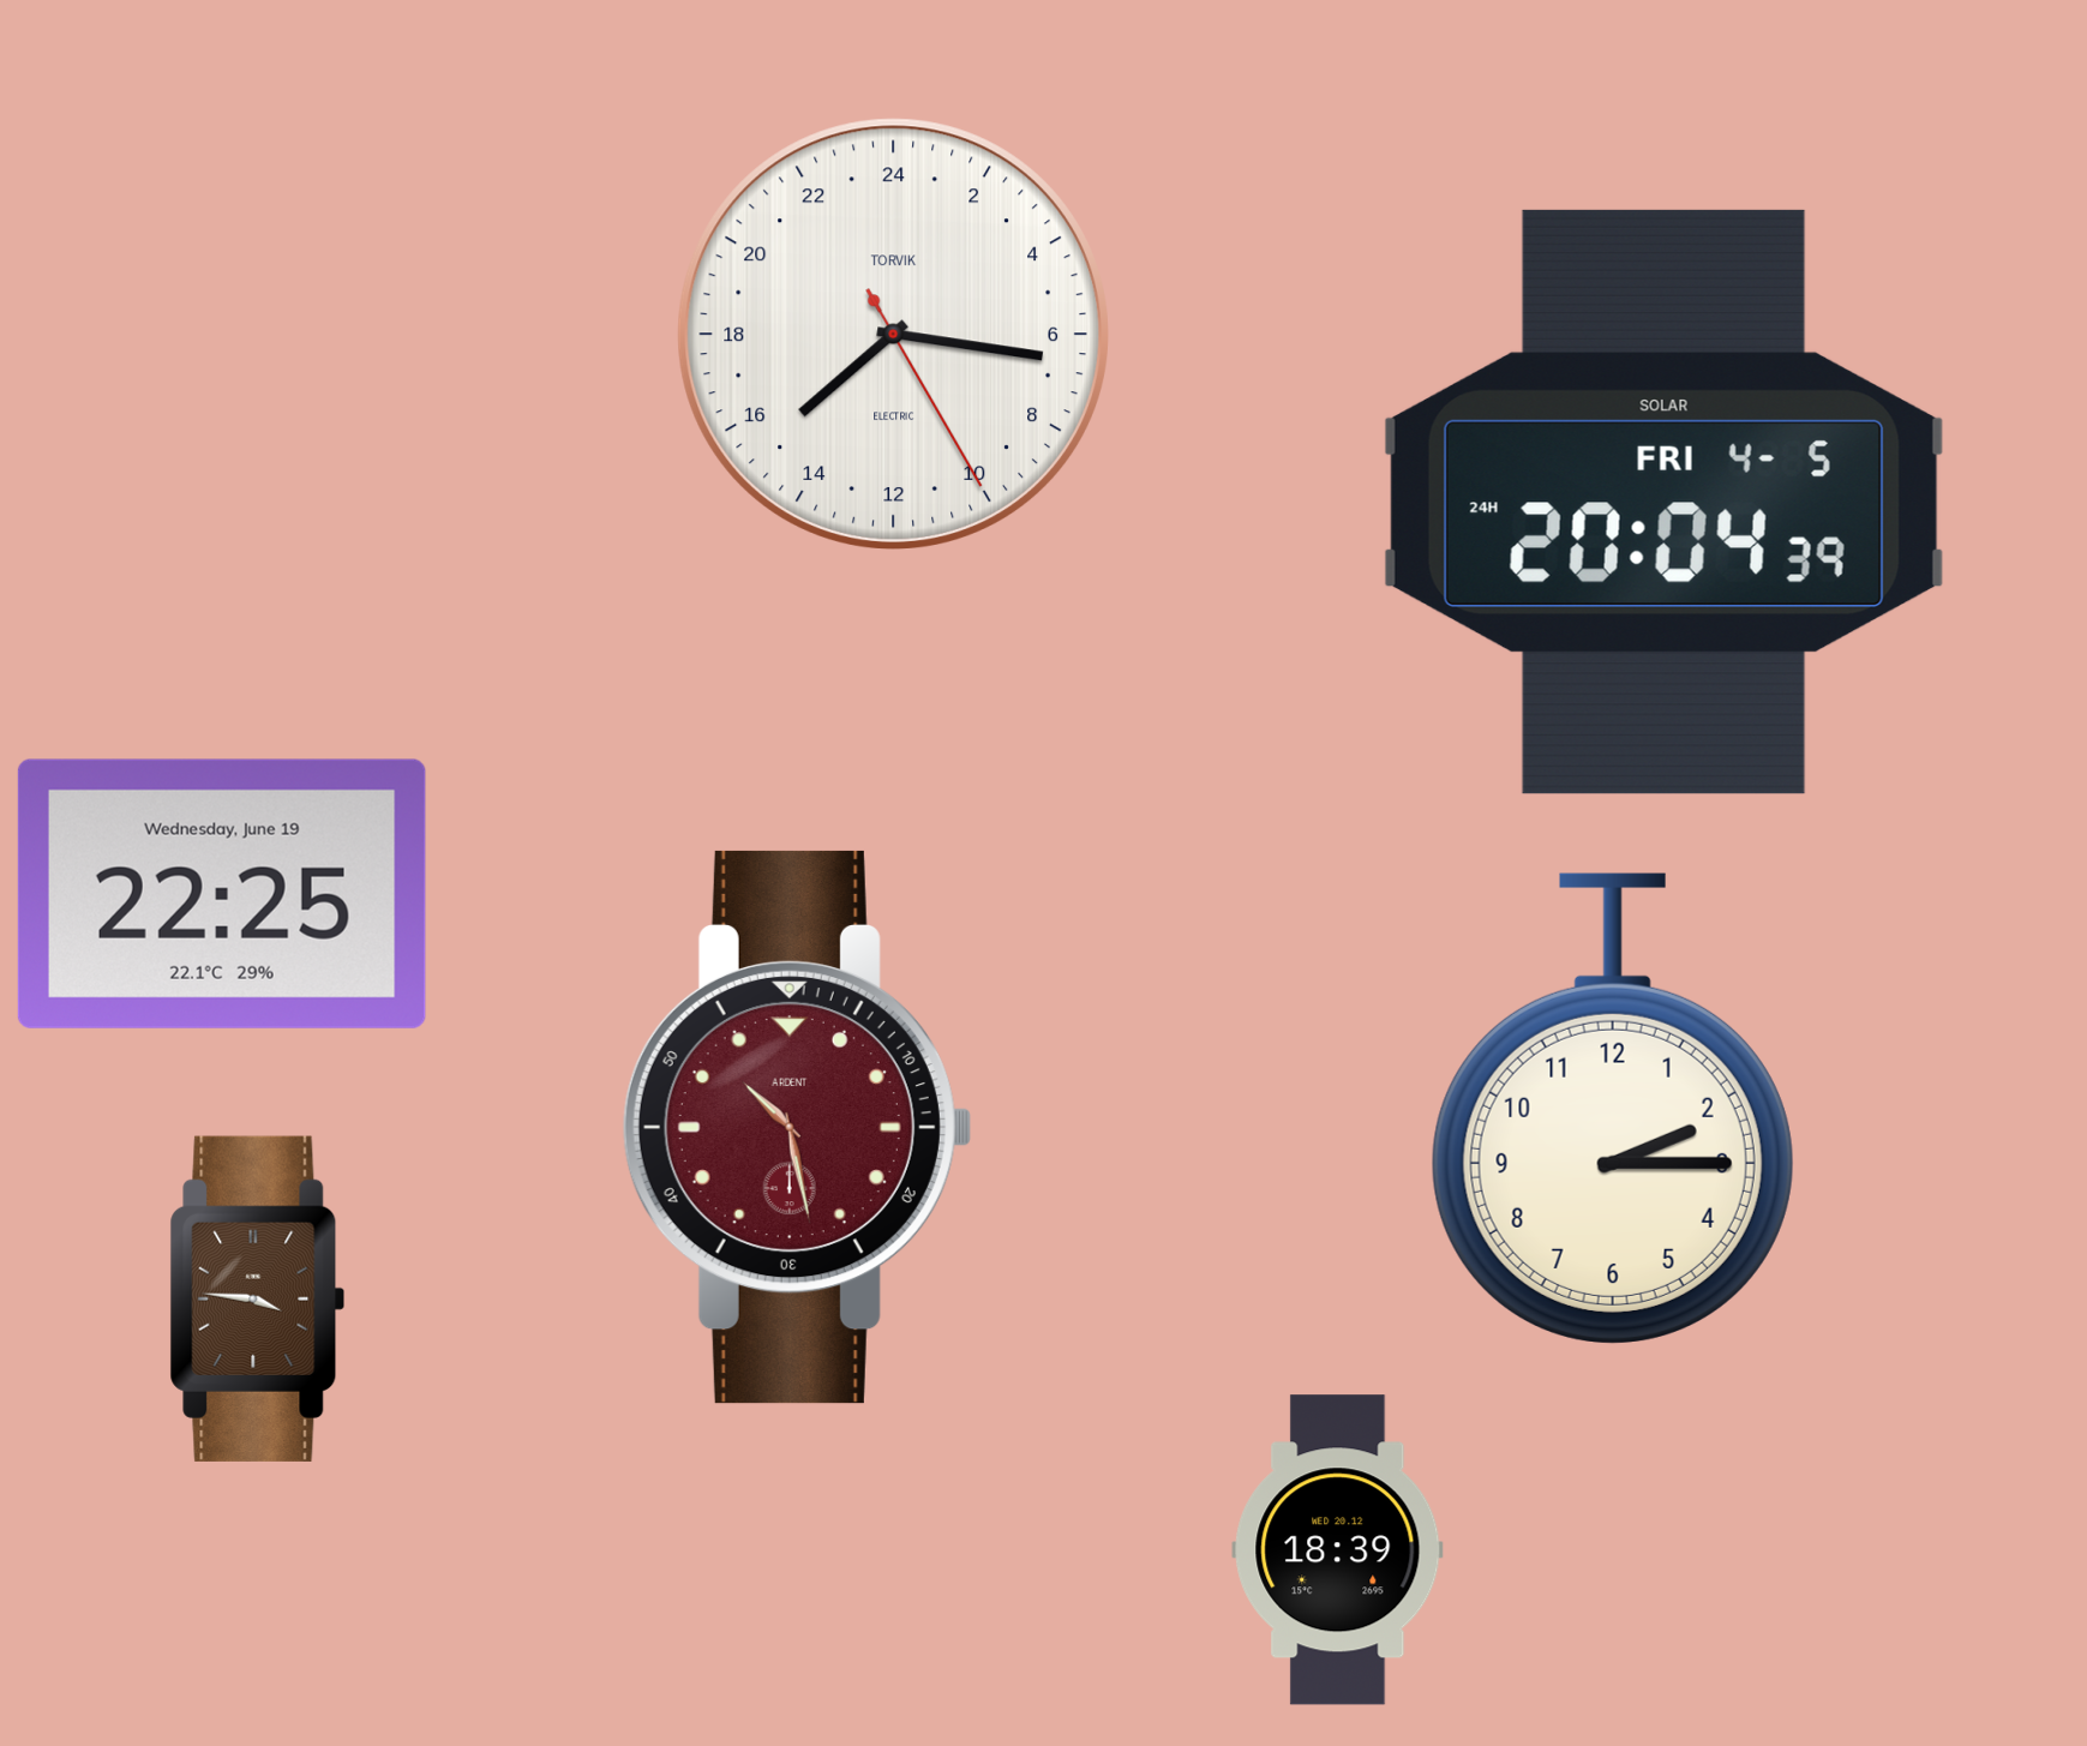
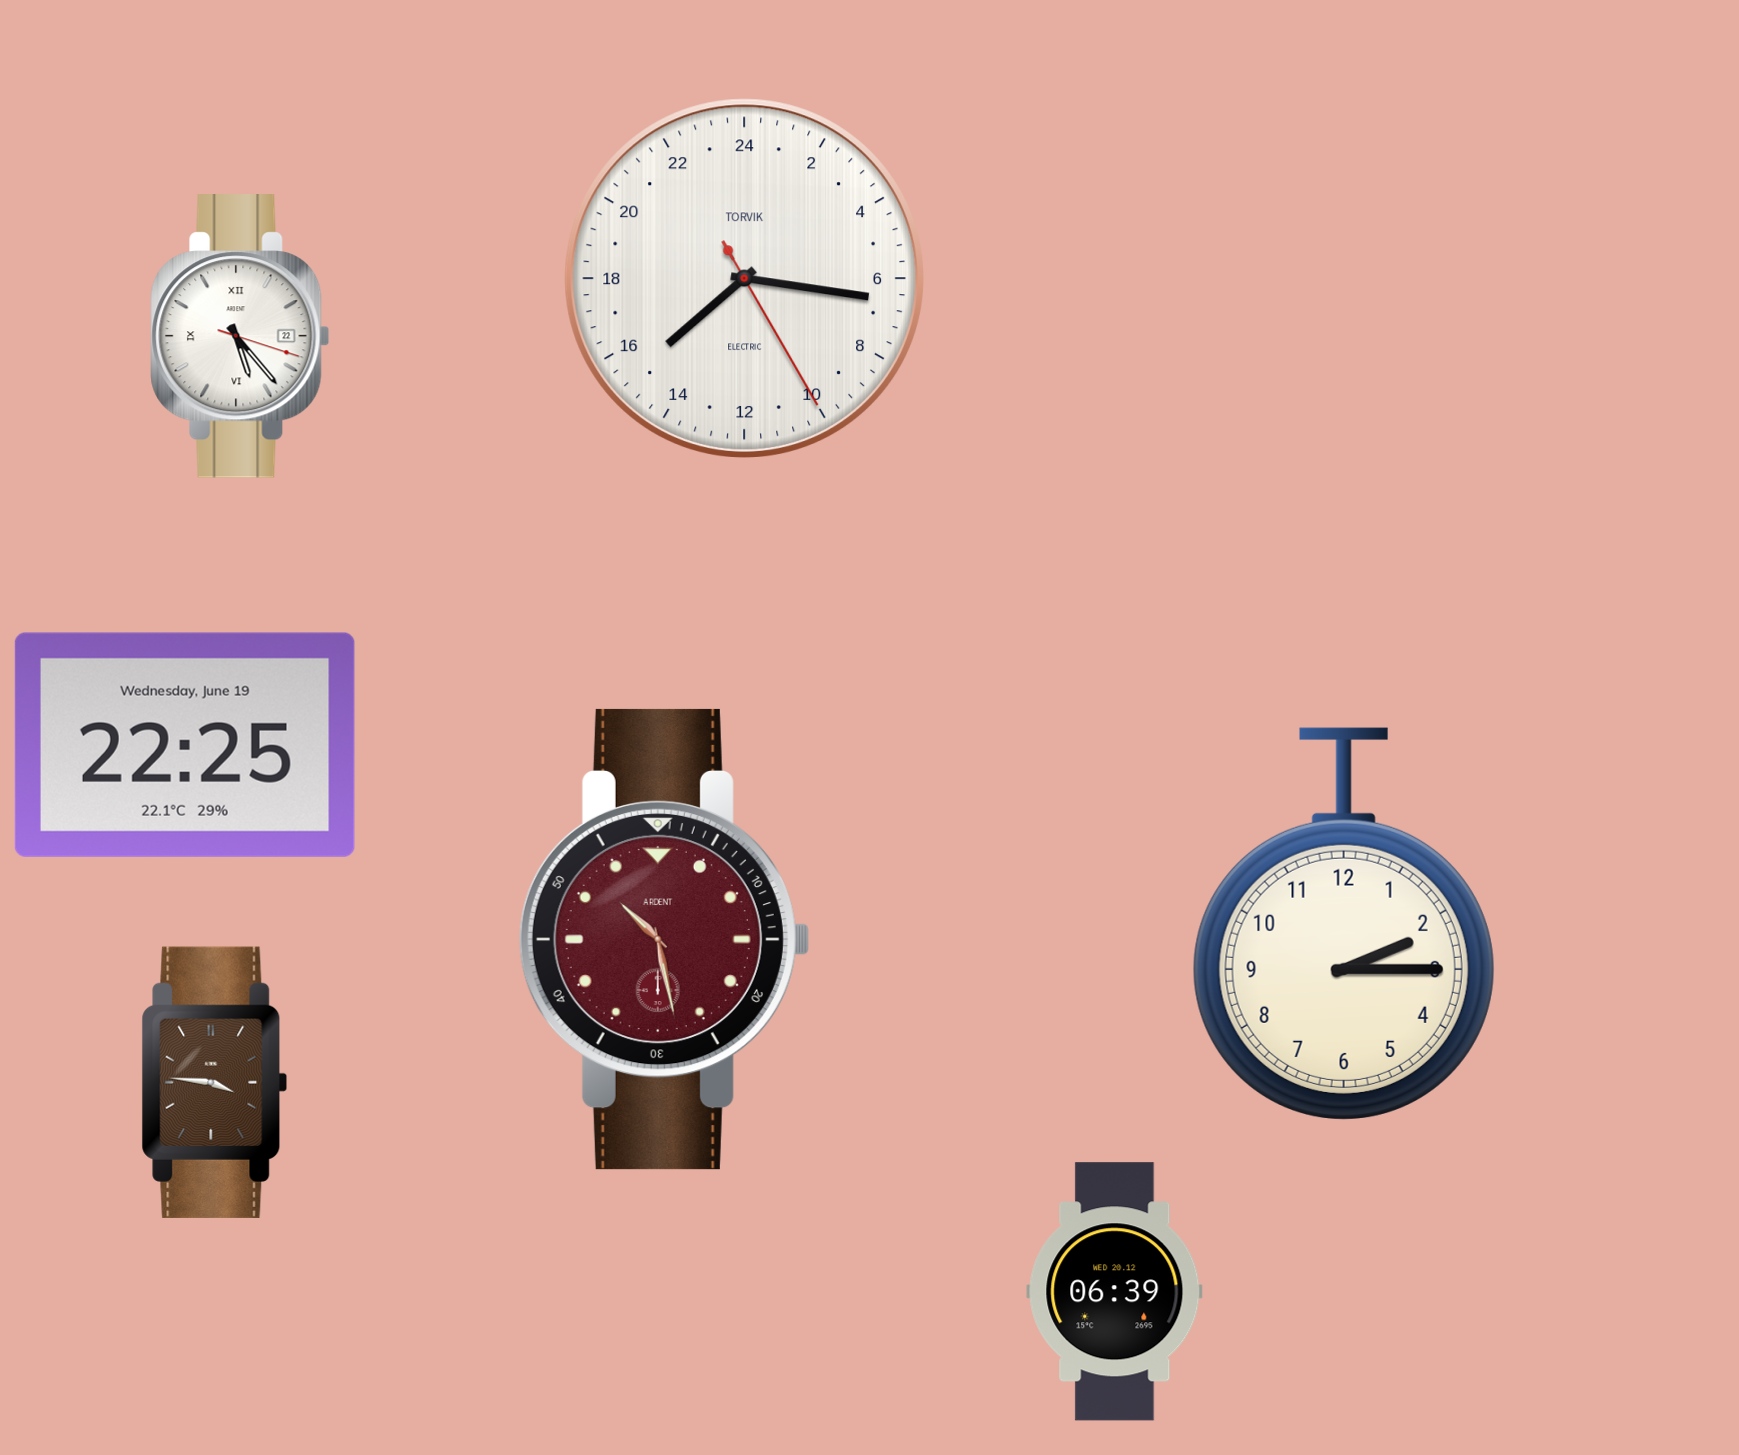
clock at (240, 337): none -> 5:23
clock at (1663, 502): 20:04 -> none
clock at (1338, 1550): 18:39 -> 06:39
